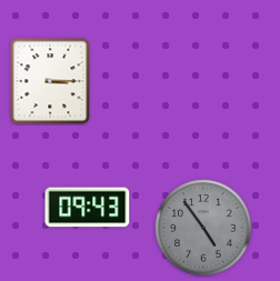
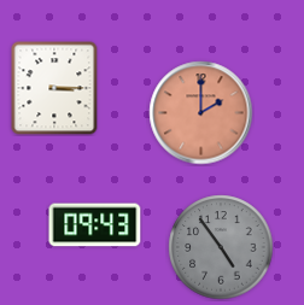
clock at (201, 113): none -> 2:00
